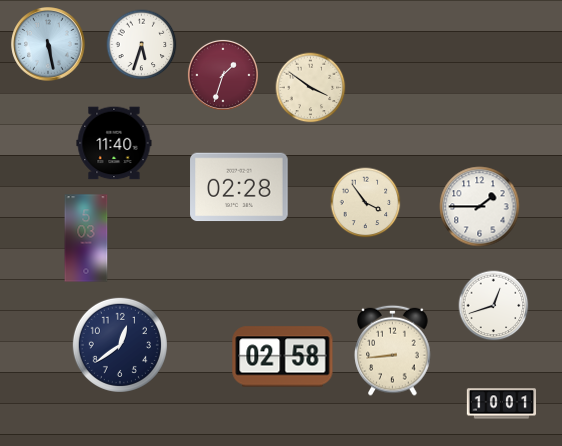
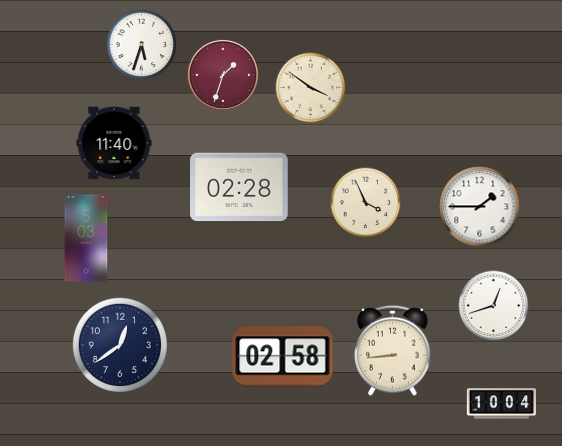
clock at (48, 44): 5:28 -> none
clock at (366, 203): 3:54 -> 3:56
clock at (501, 404): 10:01 -> 10:04
